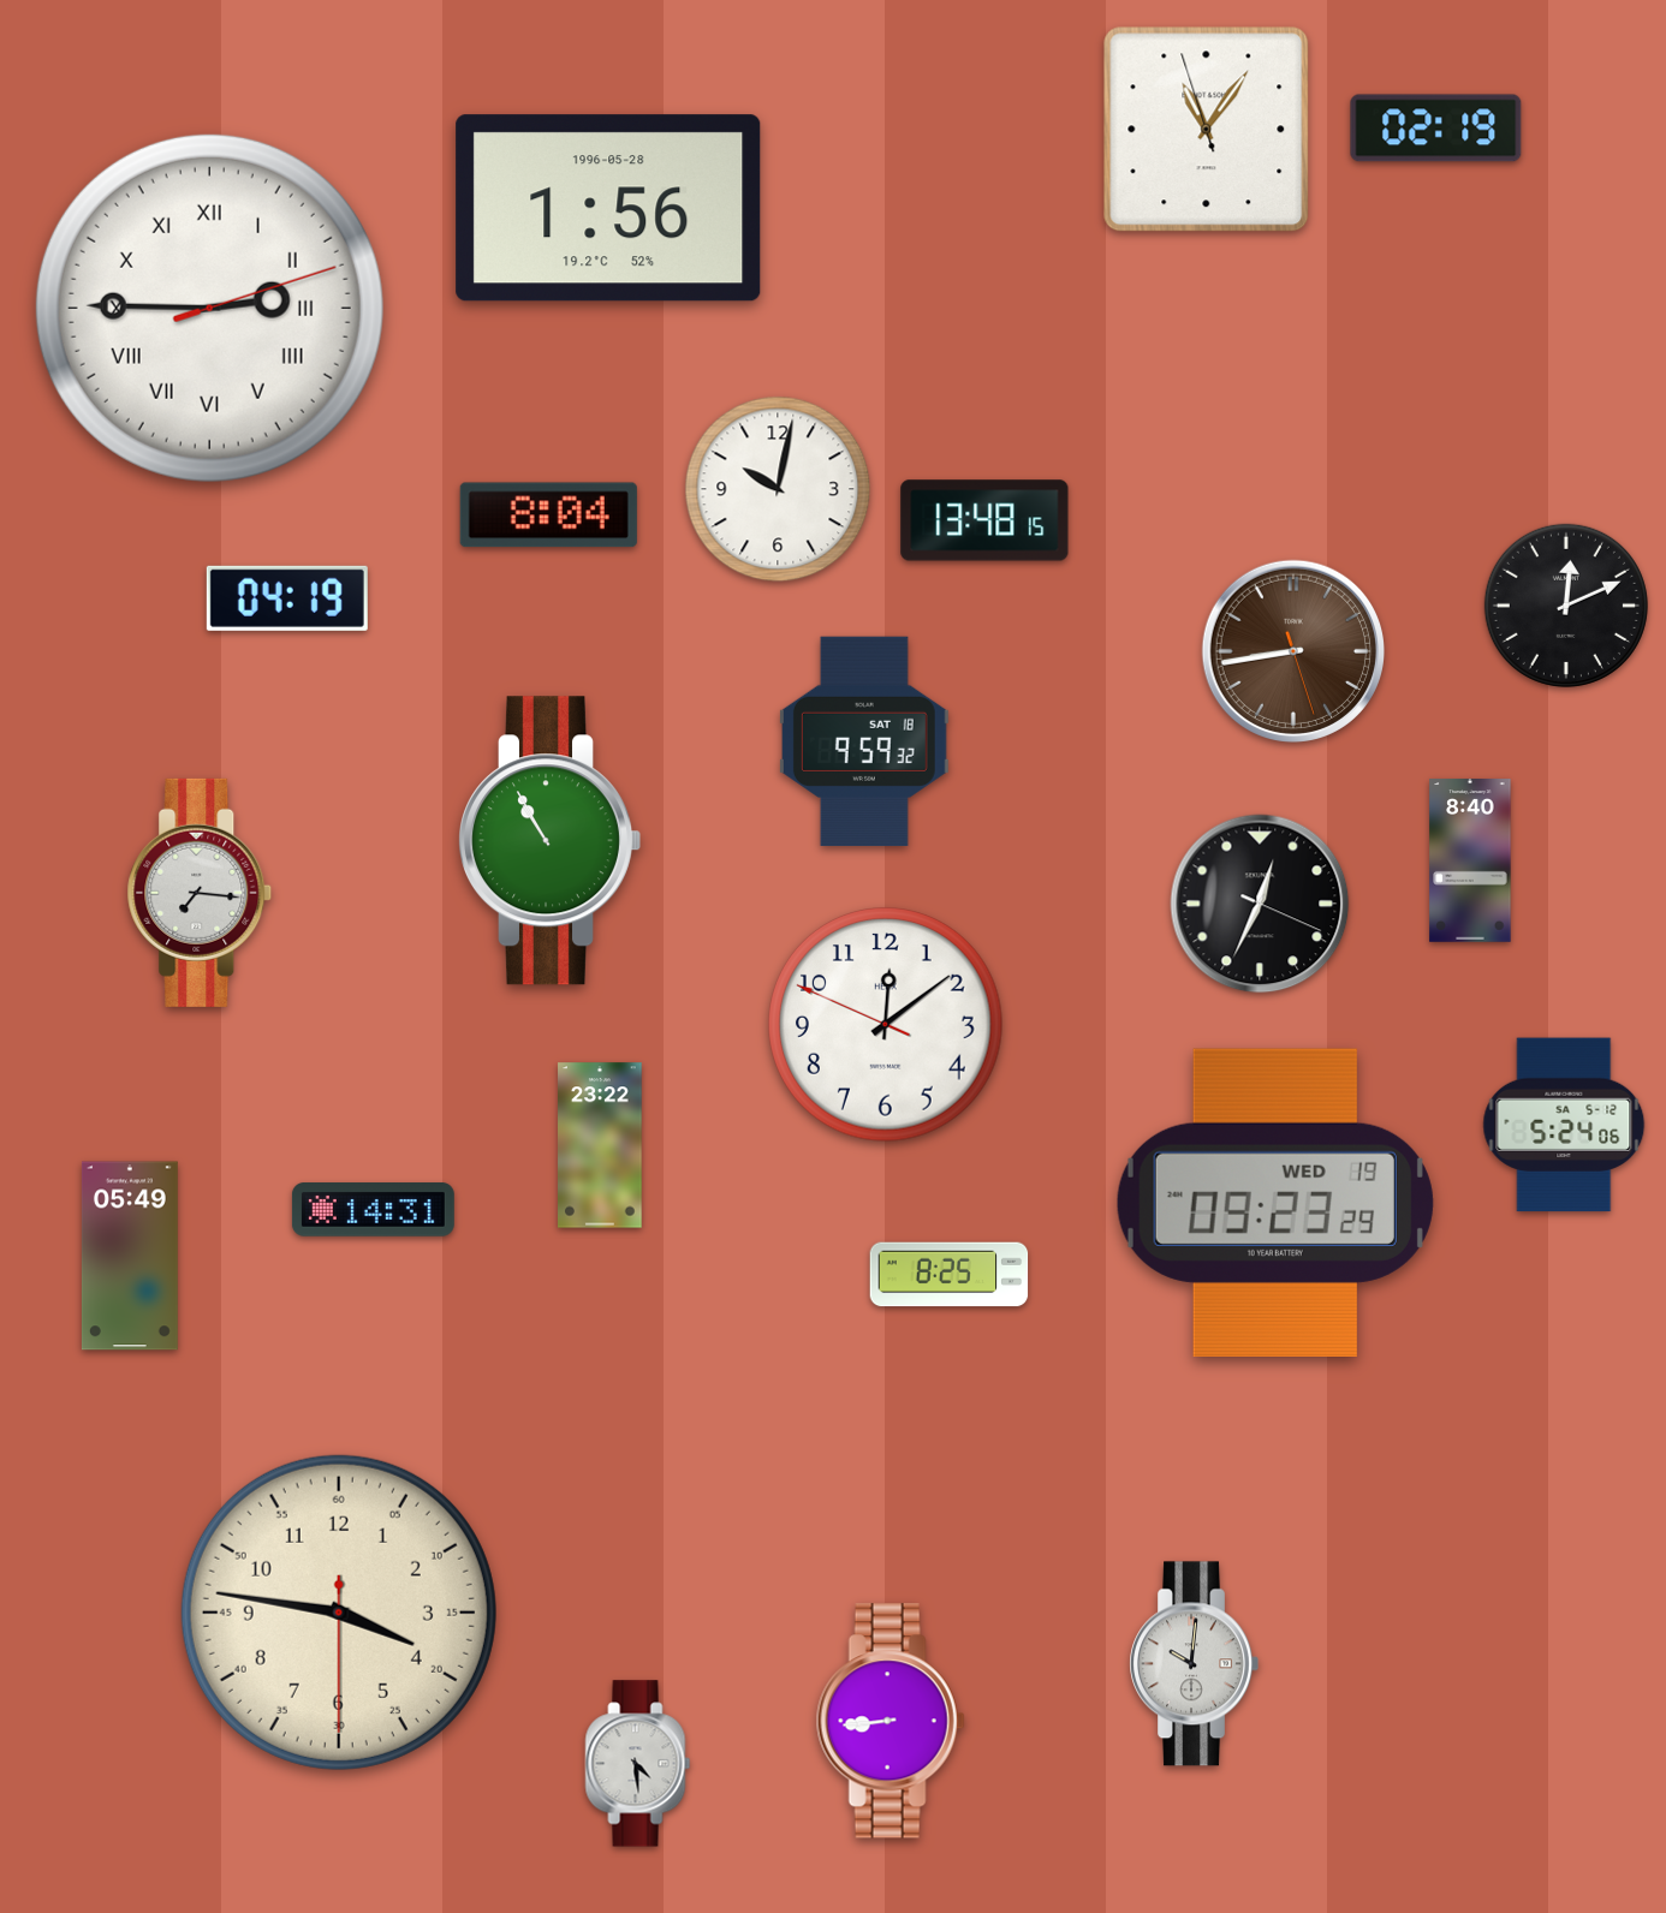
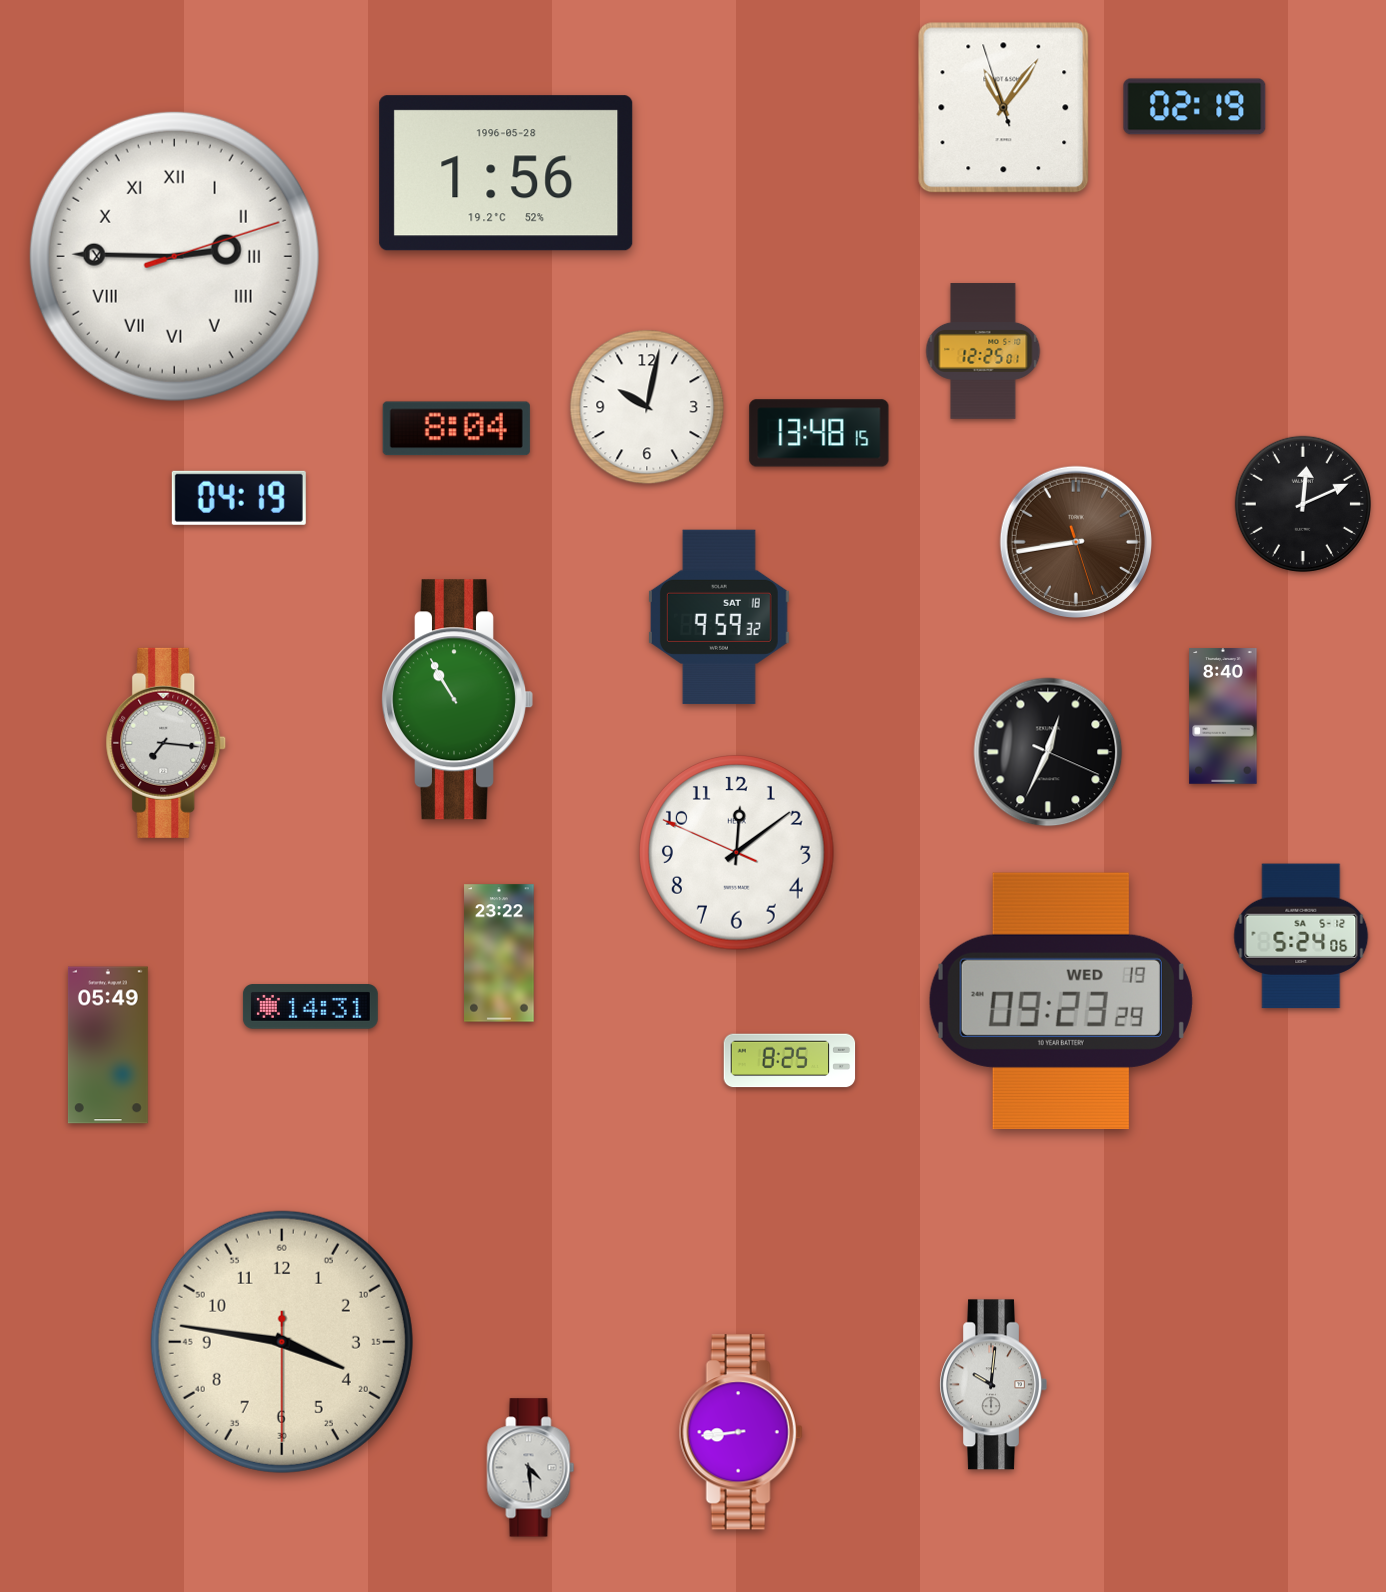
clock at (983, 351): none -> 12:25
